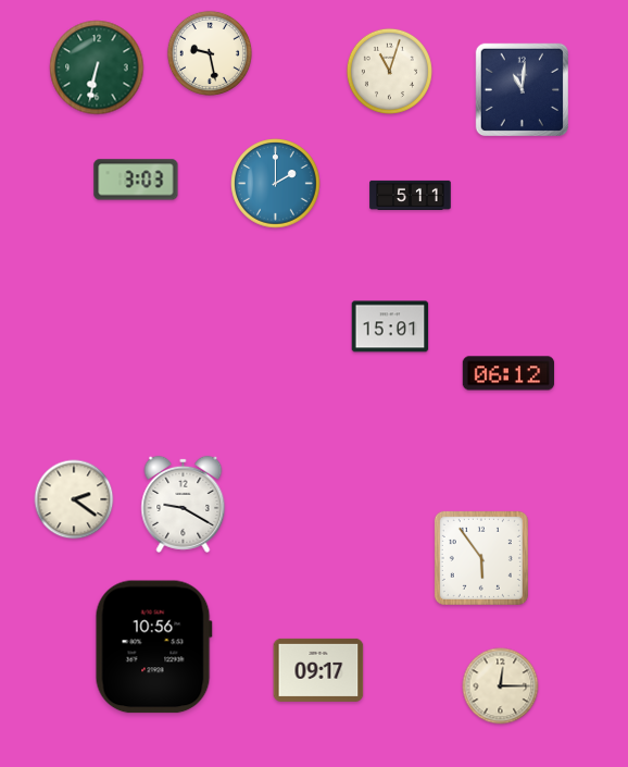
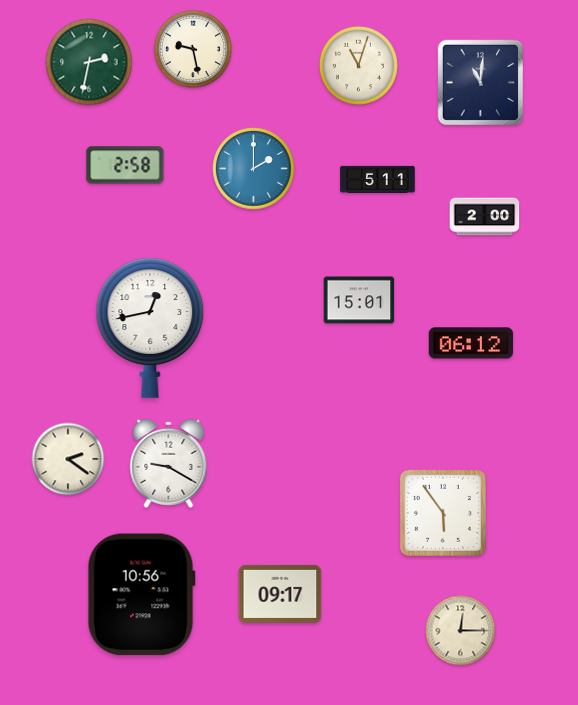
clock at (97, 67): 6:32 -> 2:32
clock at (136, 180): 3:03 -> 2:58
clock at (485, 217): none -> 2:00
clock at (150, 328): none -> 12:43
clock at (508, 373) position: (508, 373) -> (471, 343)
clock at (318, 670) position: (318, 670) -> (280, 594)
